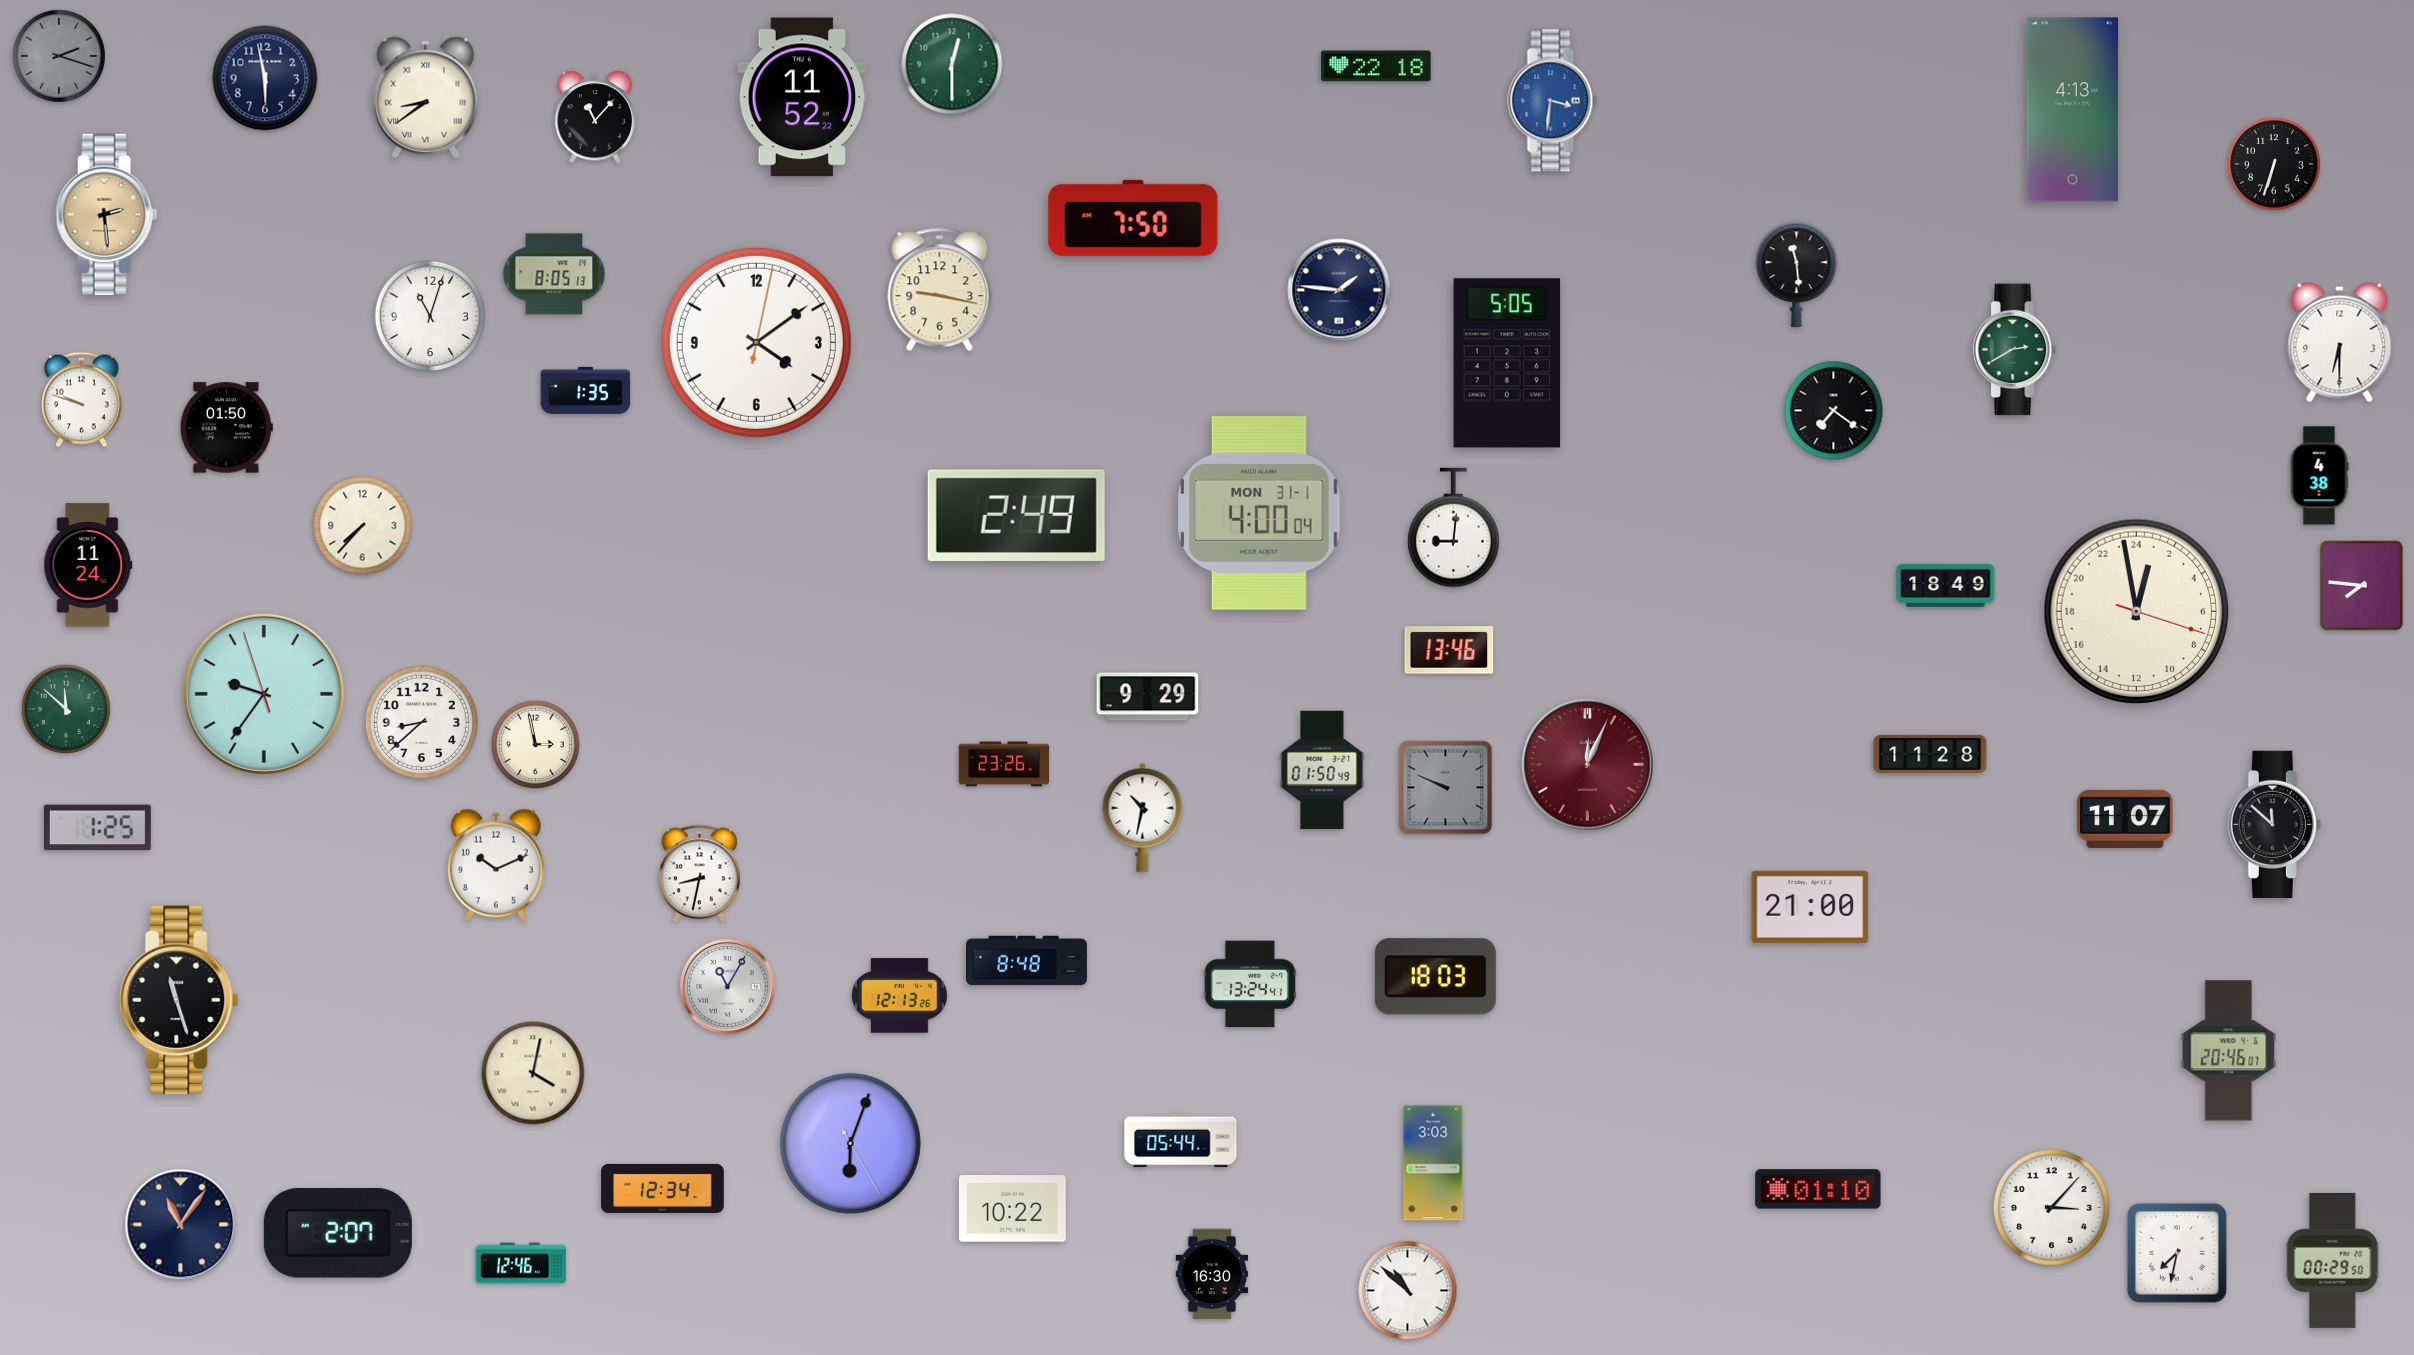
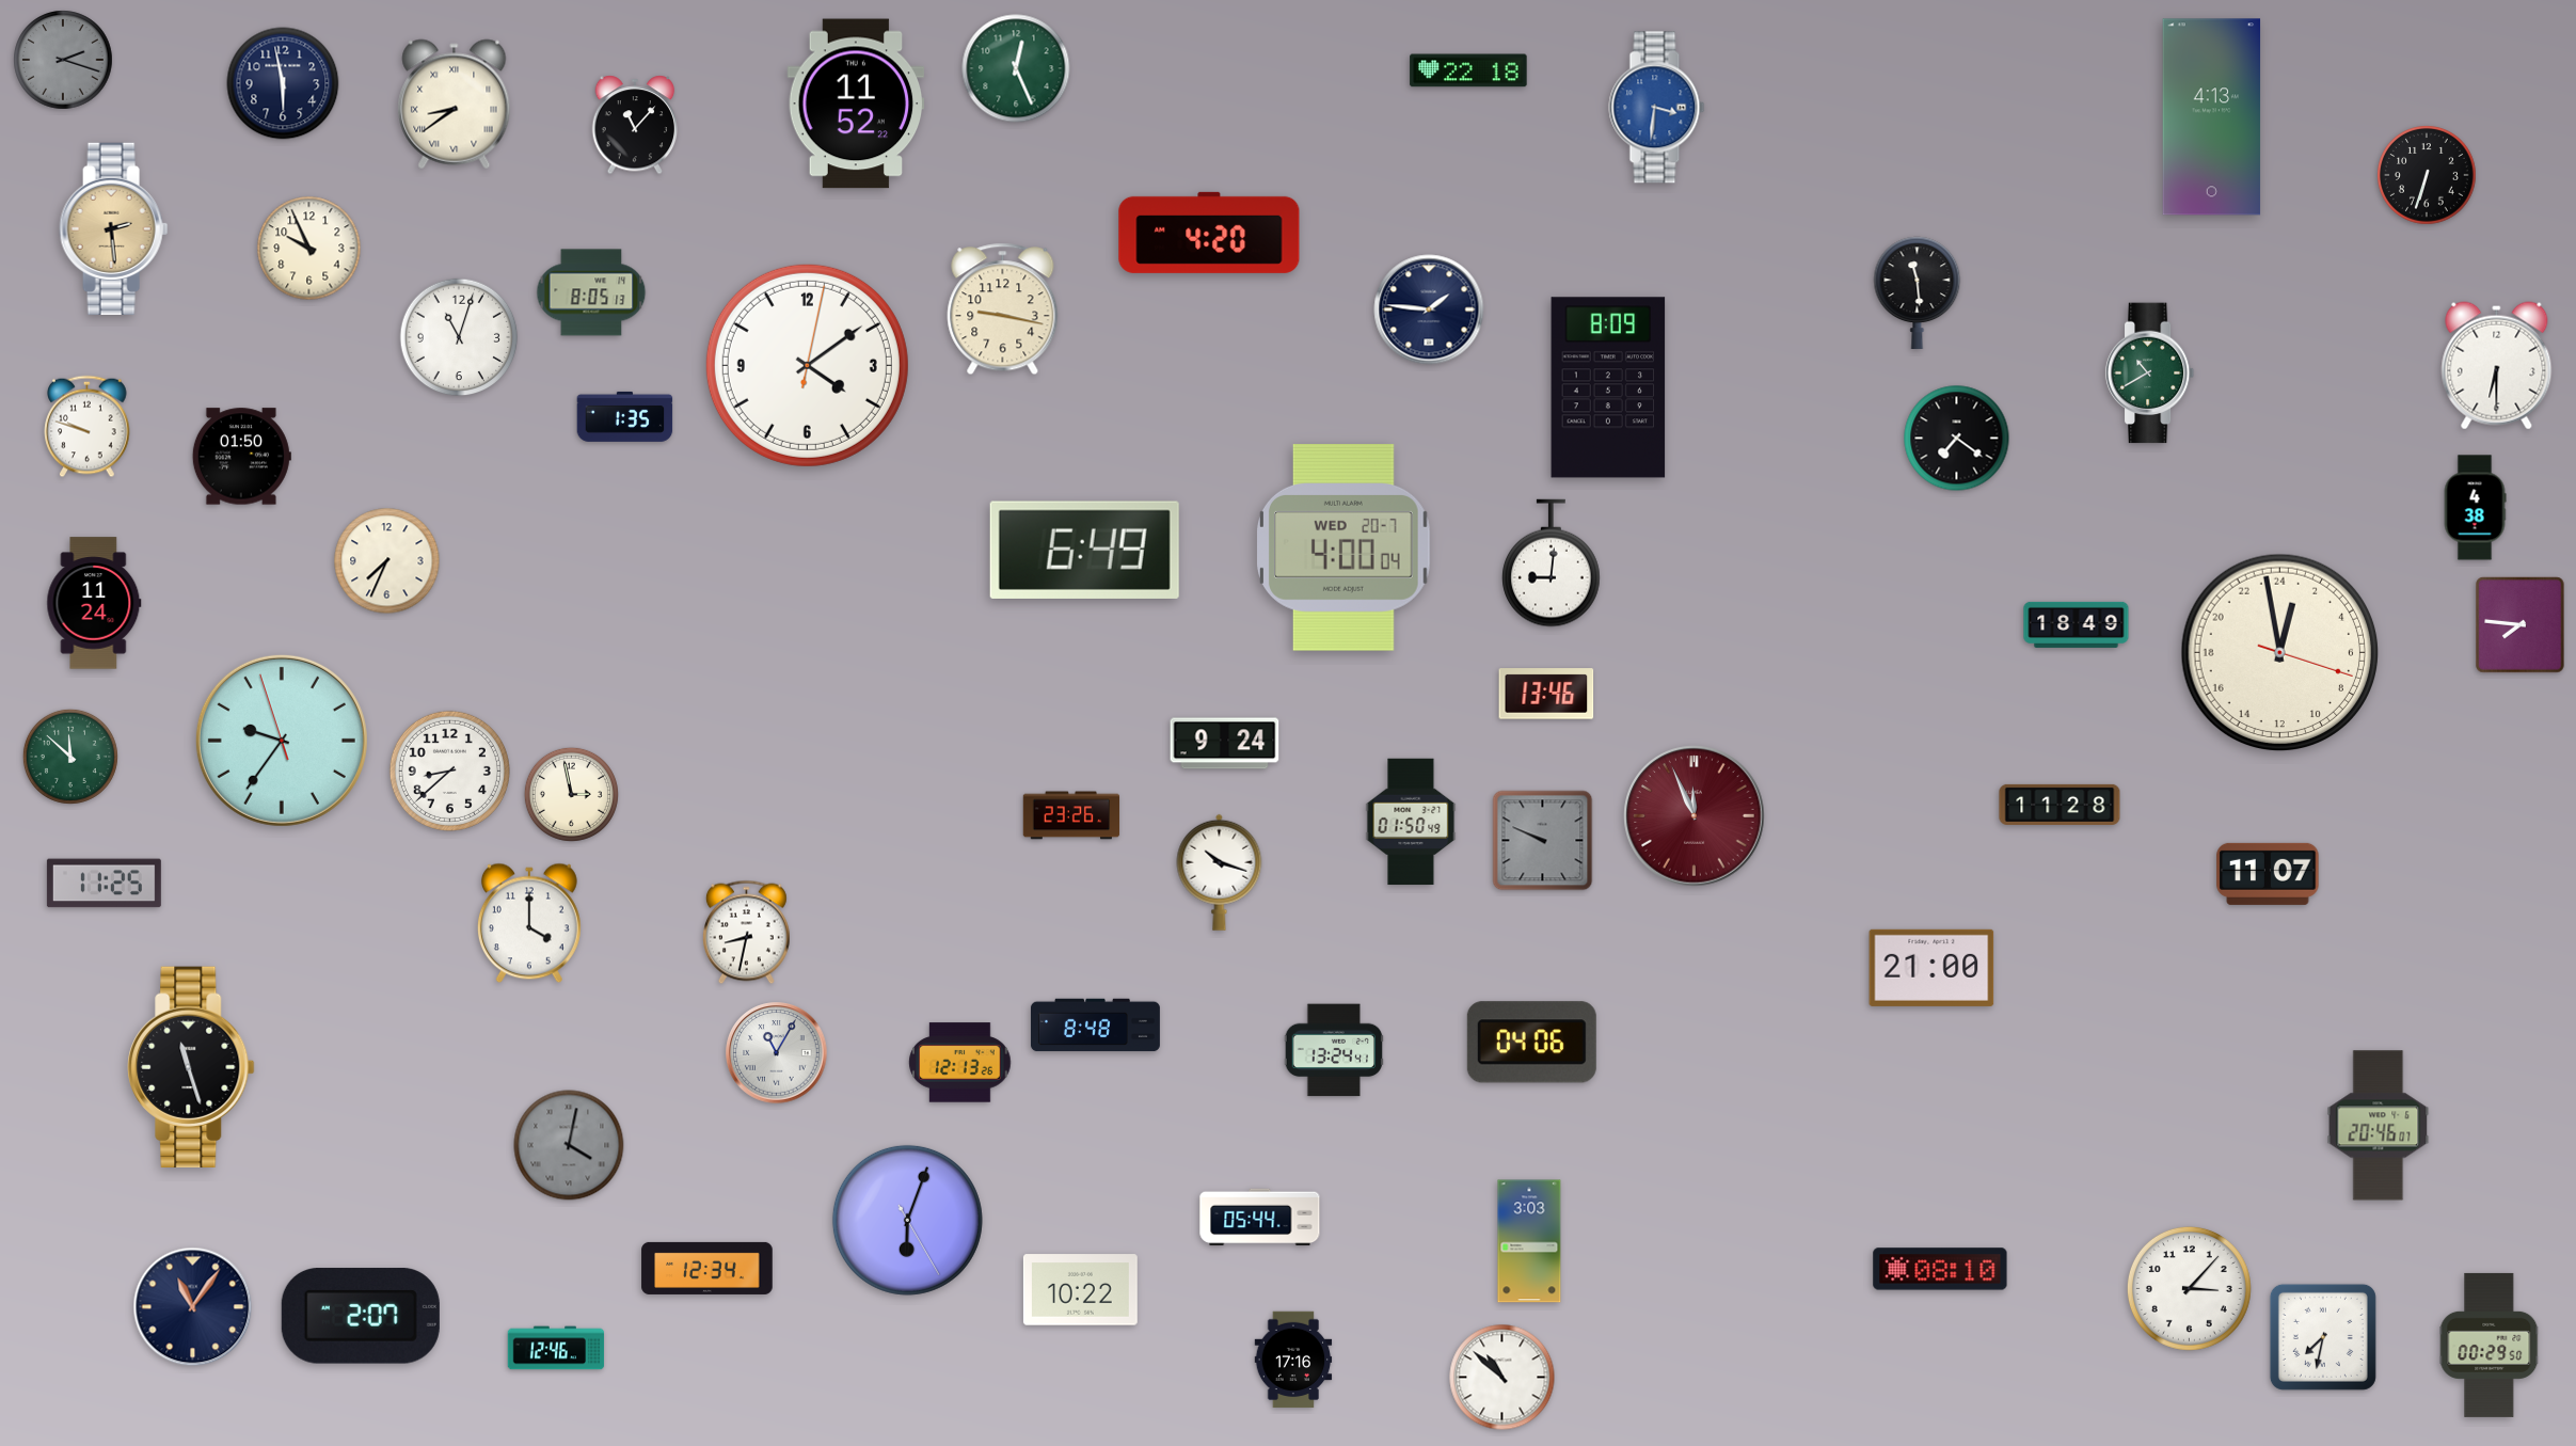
clock at (952, 64): 12:30 -> 12:26
clock at (1133, 218): 7:50 -> 4:20
clock at (309, 249): none -> 9:56
clock at (2015, 350): 2:40 -> 10:40
clock at (1507, 363): 5:05 -> 8:09
clock at (1260, 514) date: MON 31-1 -> WED 20-7
clock at (1016, 515): 2:49 -> 6:49
clock at (363, 526): 7:37 -> 7:34
clock at (1148, 697): 9:29 -> 9:24
clock at (1588, 765): 12:04 -> 11:56
clock at (1143, 817): 10:32 -> 10:18
clock at (2274, 824): 11:52 -> none
clock at (97, 828): 1:25 -> 11:25
clock at (496, 865): 10:11 -> 4:00
clock at (1435, 977): 18:03 -> 04:06
clock at (2229, 1051) position: (2229, 1051) -> (2379, 1126)
clock at (533, 1073) dial: cream -> grey
clock at (1818, 1189): 01:10 -> 08:10
clock at (1212, 1274): 16:30 -> 17:16
